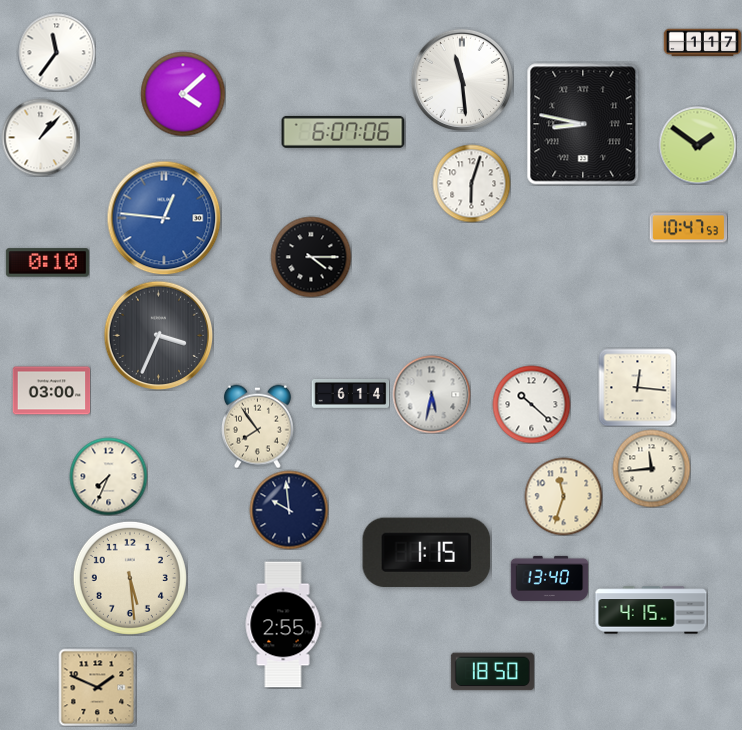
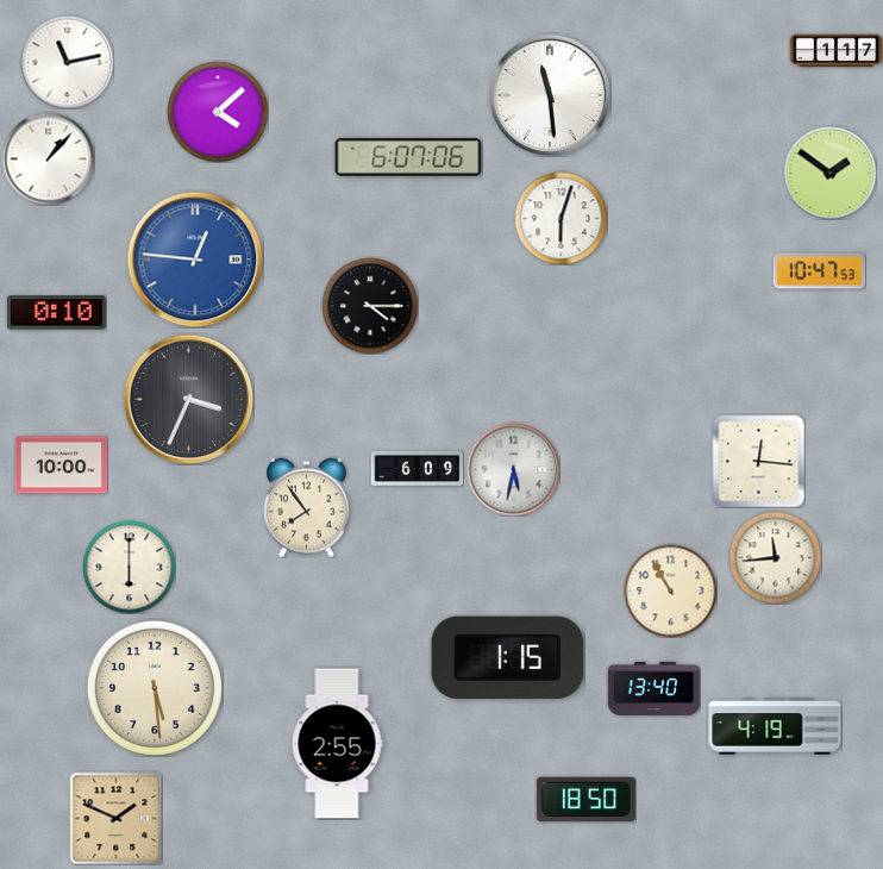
clock at (56, 52): 11:36 -> 11:13
clock at (583, 124): 8:47 -> none
clock at (40, 137) position: (40, 137) -> (48, 158)
clock at (51, 391): 03:00 -> 10:00
clock at (350, 393): 6:14 -> 6:09
clock at (531, 404): 10:22 -> none
clock at (108, 476): 7:34 -> 6:00
clock at (563, 496): 11:33 -> 10:55
clock at (289, 510): 9:59 -> none
clock at (651, 610): 4:15 -> 4:19
